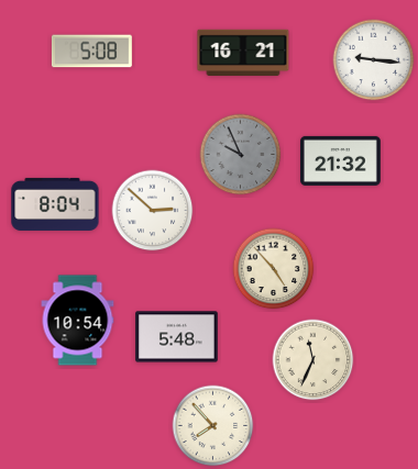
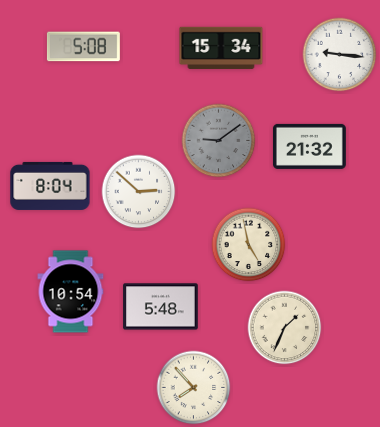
clock at (243, 53): 16:21 -> 15:34
clock at (241, 155): 9:56 -> 9:09
clock at (274, 269): 4:53 -> 4:58
clock at (313, 360): 11:34 -> 1:34
